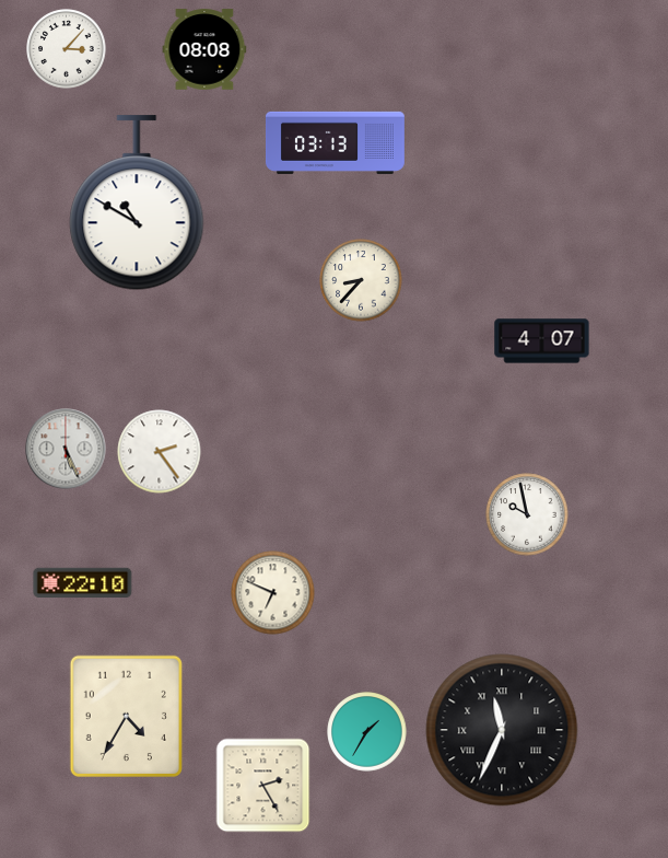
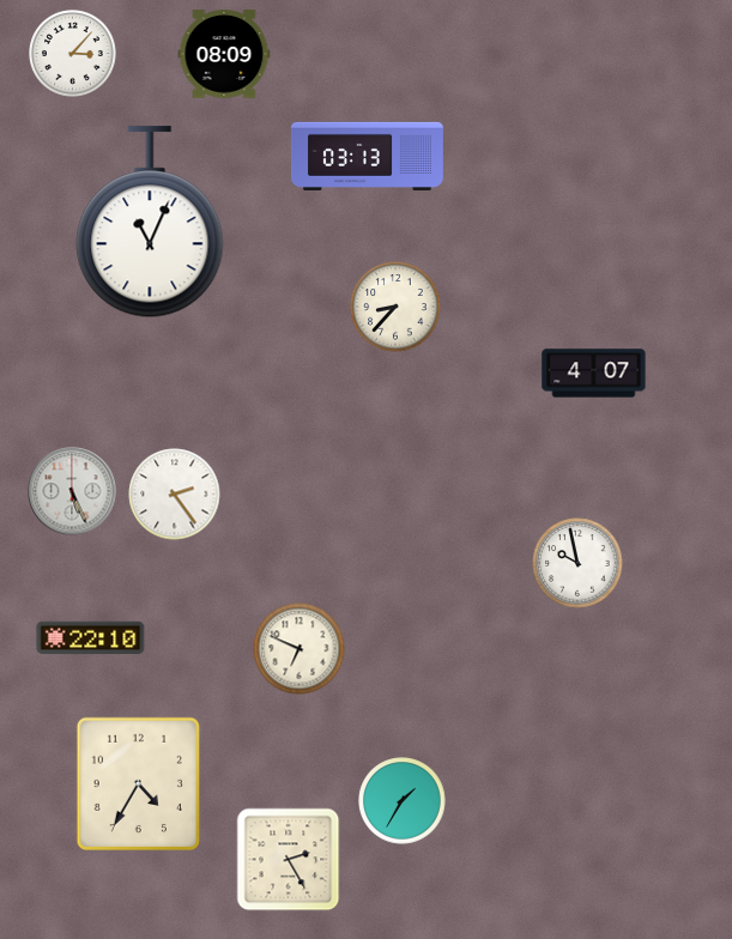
clock at (204, 49): 08:08 -> 08:09
clock at (137, 204): 10:50 -> 11:04
clock at (502, 730): 11:34 -> none
